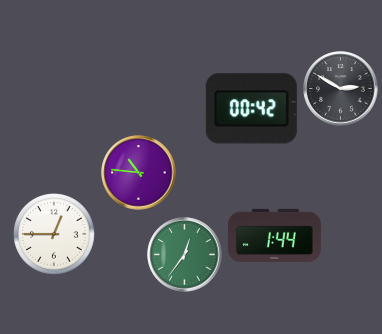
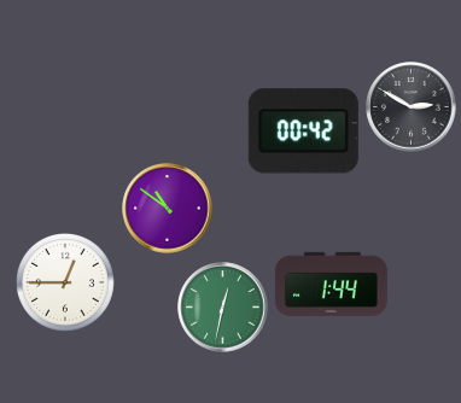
clock at (139, 173): 10:46 -> 10:51
clock at (185, 255): 12:36 -> 12:32
